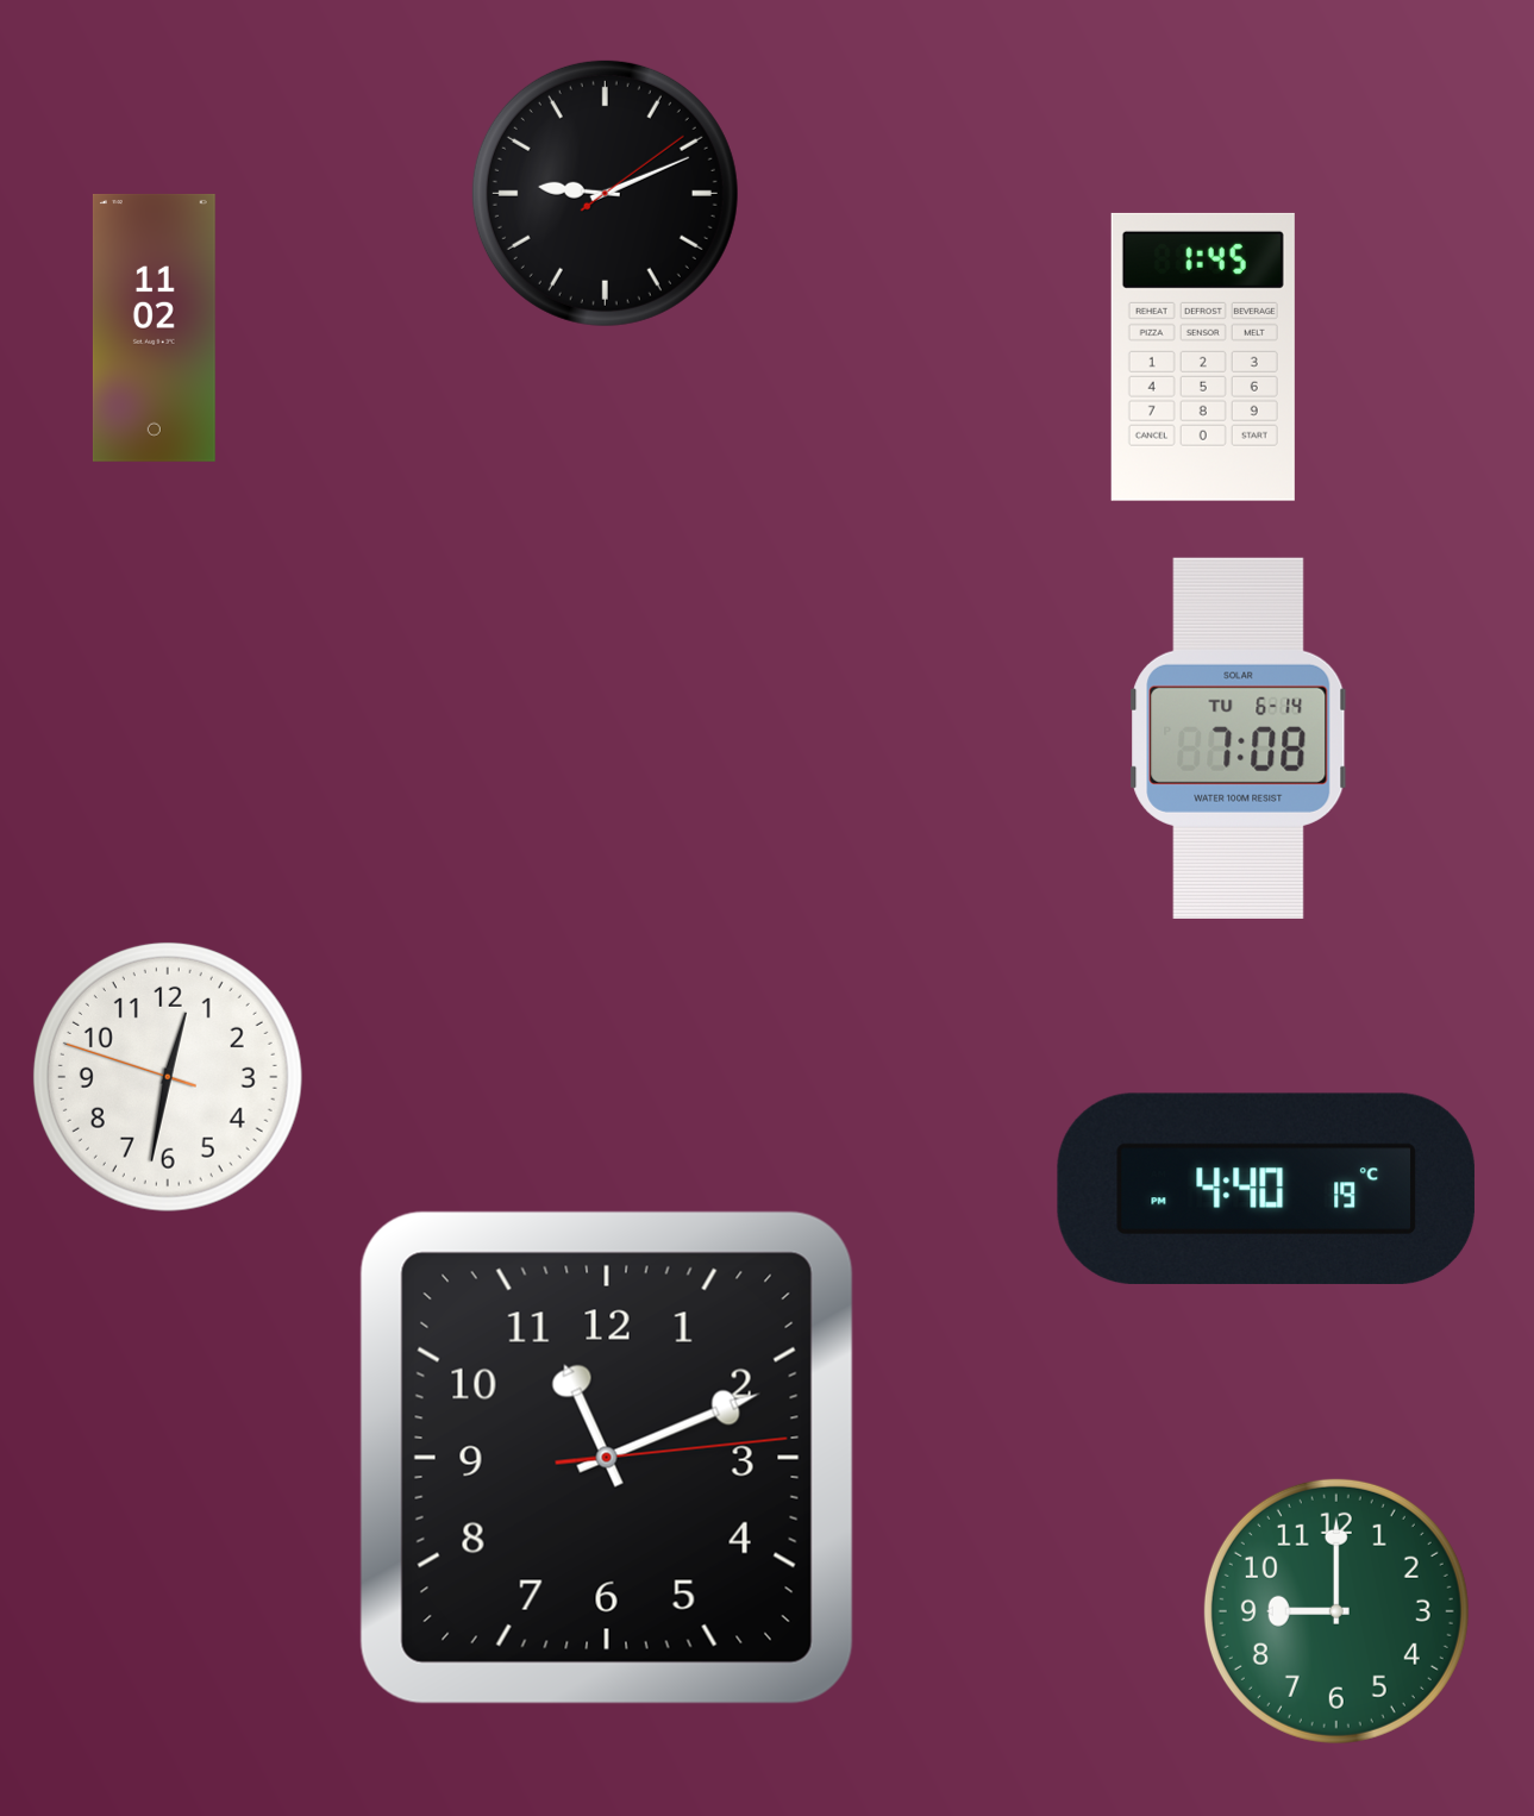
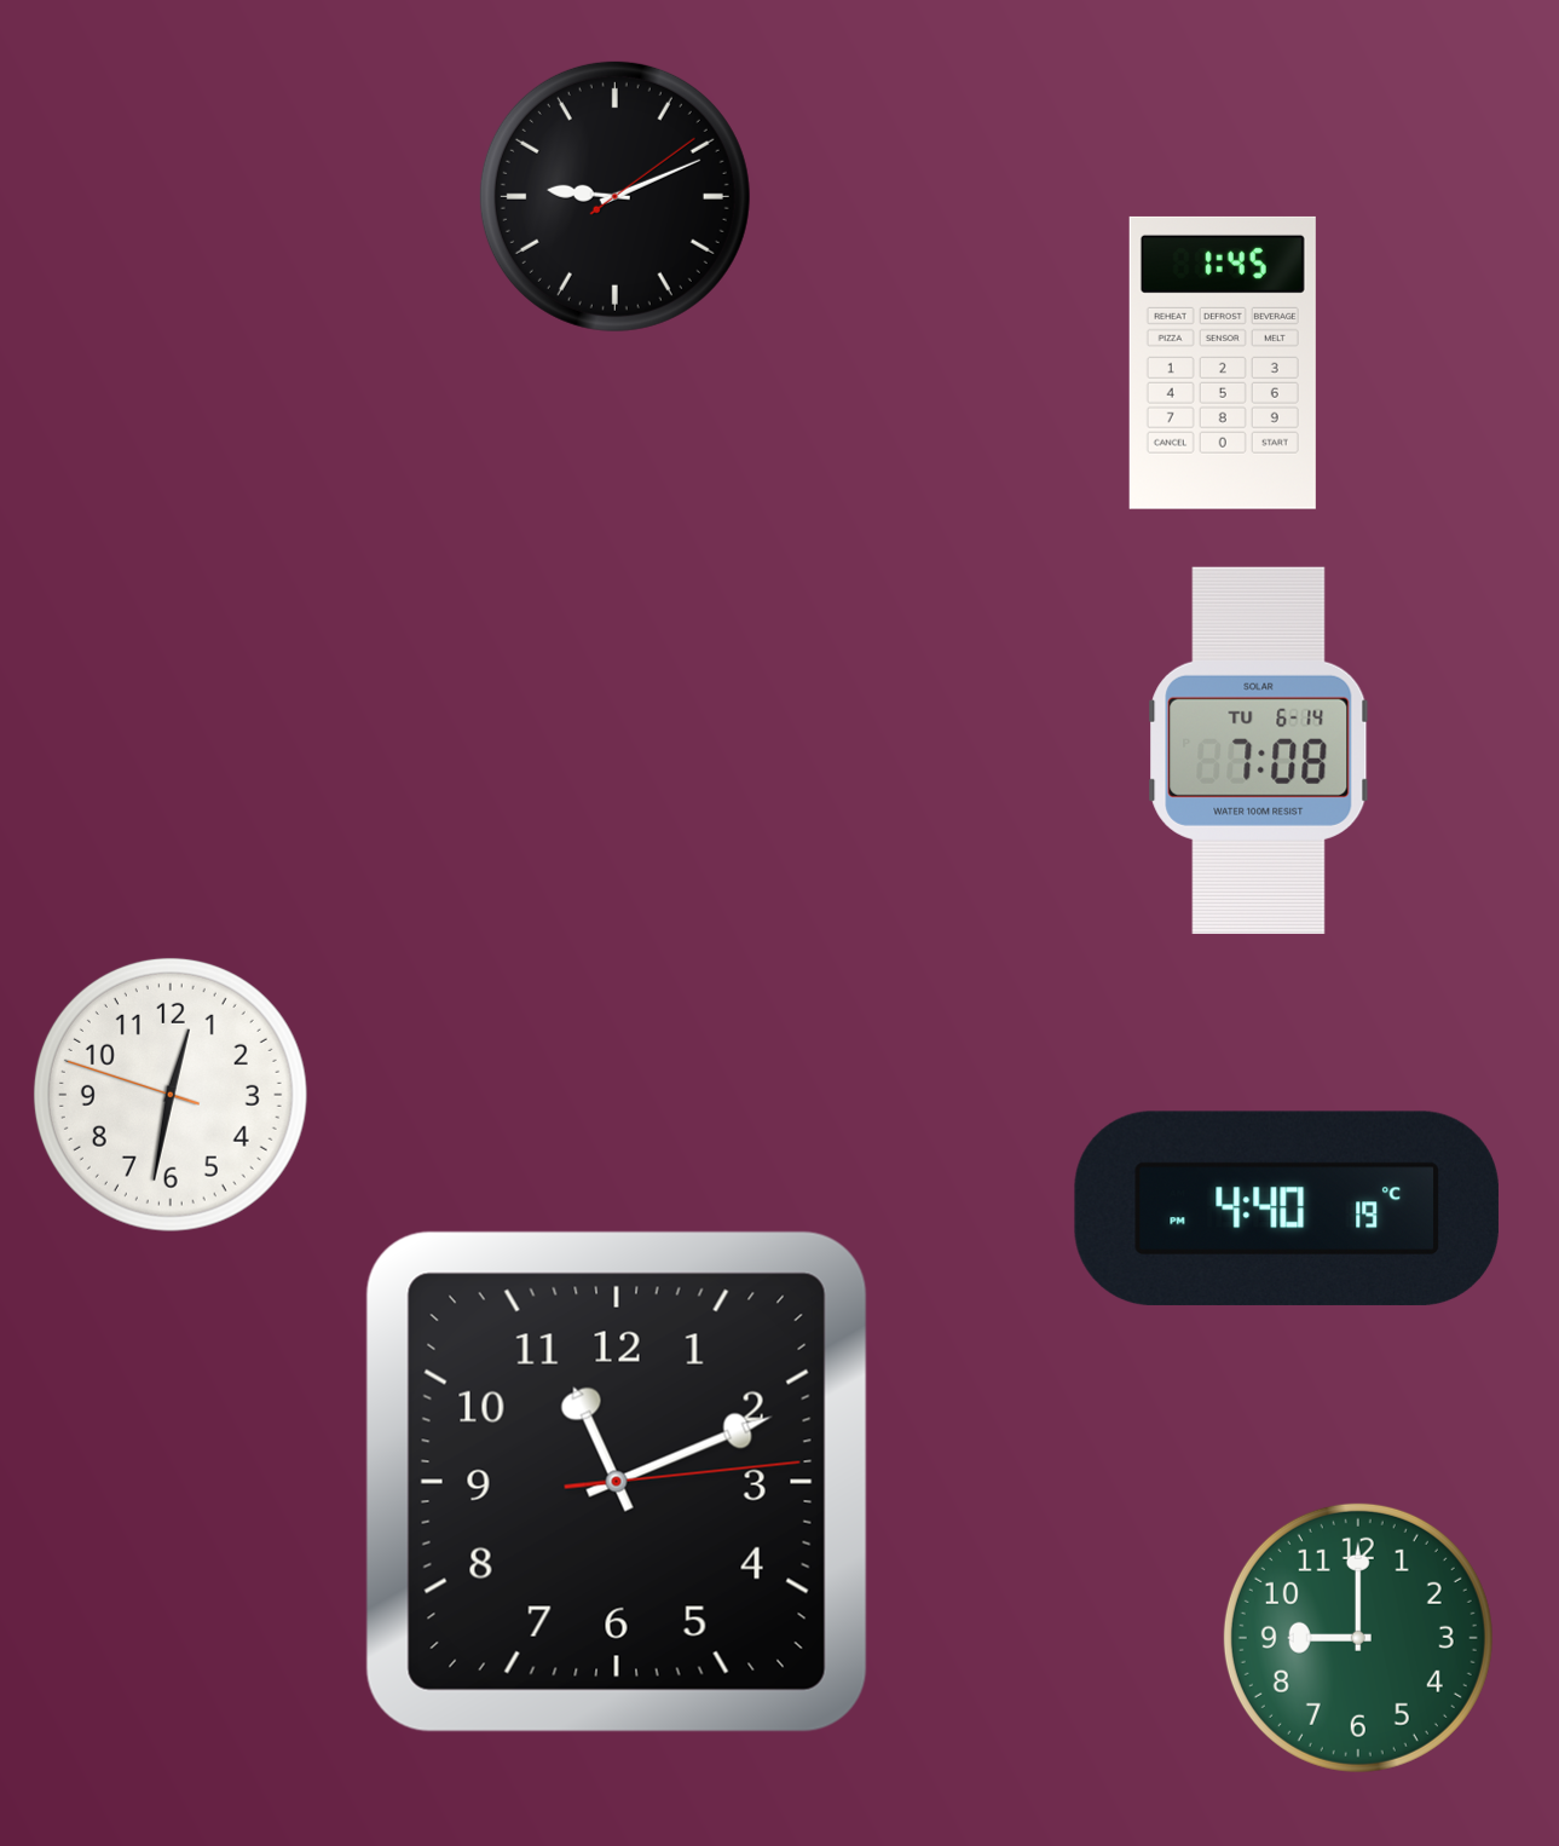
clock at (154, 327): 11:02 -> none
